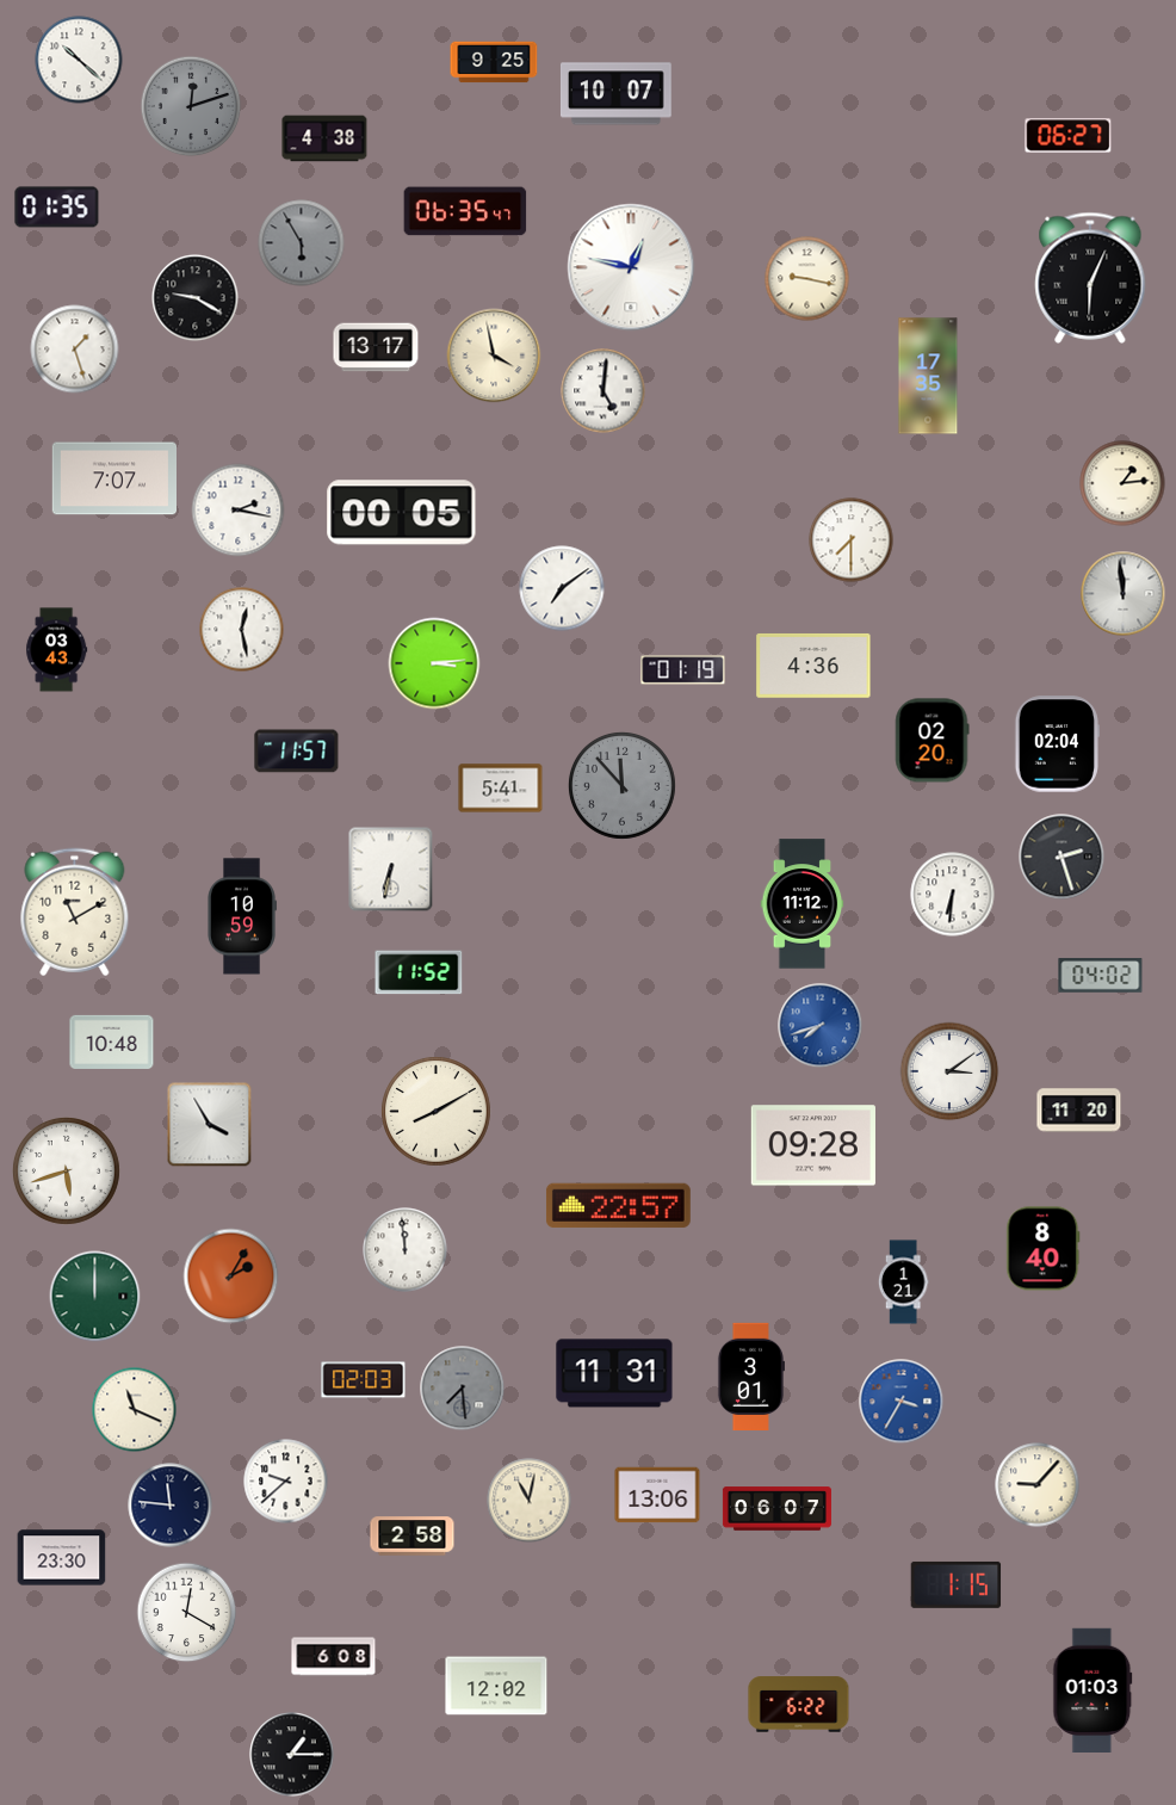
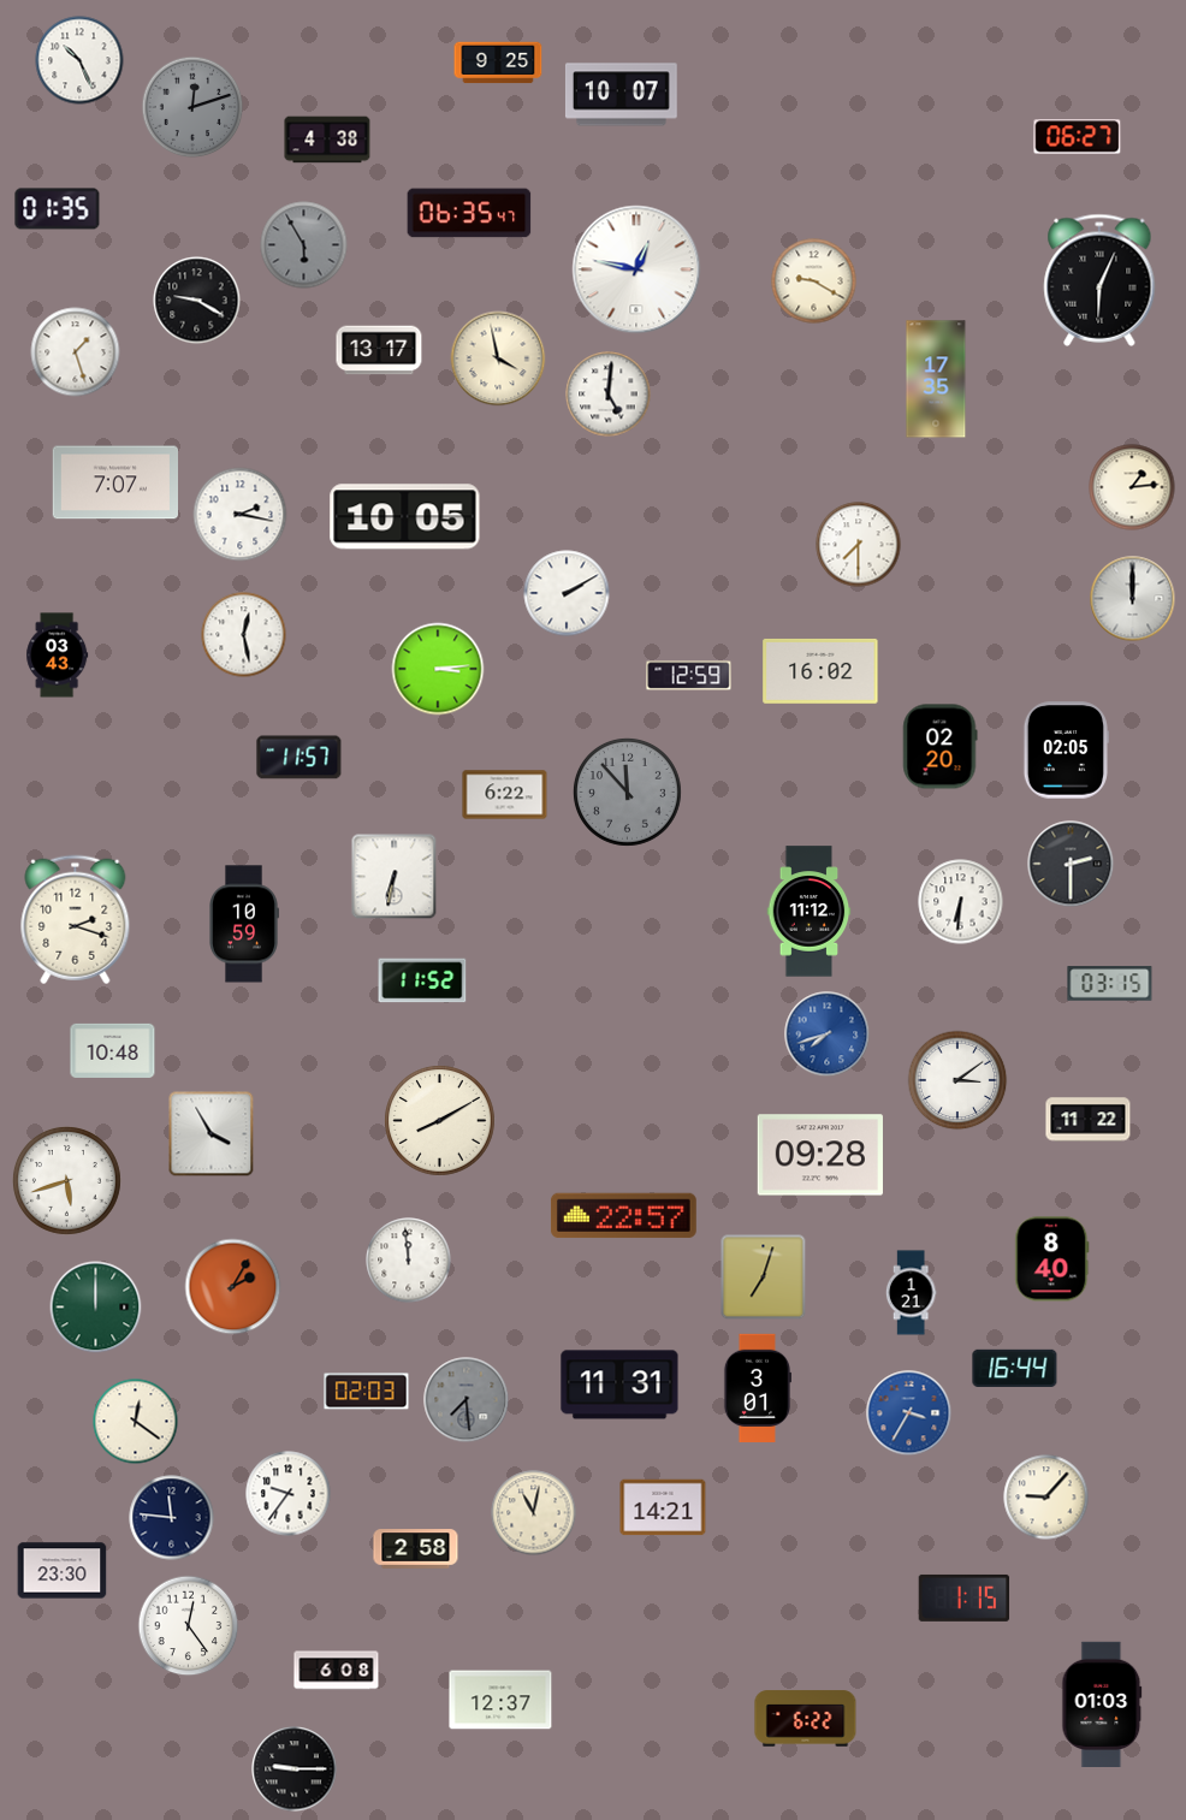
clock at (79, 60): 10:22 -> 10:26
clock at (807, 279): 9:17 -> 9:20
clock at (402, 513): 00:05 -> 10:05
clock at (562, 588): 7:09 -> 2:10
clock at (1124, 594): 11:59 -> 12:00
clock at (813, 666): 4:36 -> 16:02
clock at (683, 670): 01:19 -> 12:59
clock at (1057, 744): 02:04 -> 02:05
clock at (501, 789): 5:41 -> 6:22
clock at (1062, 857): 2:27 -> 2:30
clock at (75, 913): 11:10 -> 2:18
clock at (1101, 976): 04:02 -> 03:15
clock at (1079, 1111): 11:20 -> 11:22
clock at (764, 1277): none -> 7:03
clock at (1015, 1368): none -> 16:44
clock at (135, 1410): 11:19 -> 12:21
clock at (286, 1482): 9:38 -> 9:36
clock at (657, 1495): 13:06 -> 14:21
clock at (776, 1509): 06:07 -> none
clock at (187, 1613): 12:20 -> 12:24
clock at (496, 1686): 12:02 -> 12:37
clock at (292, 1755): 1:15 -> 9:15
